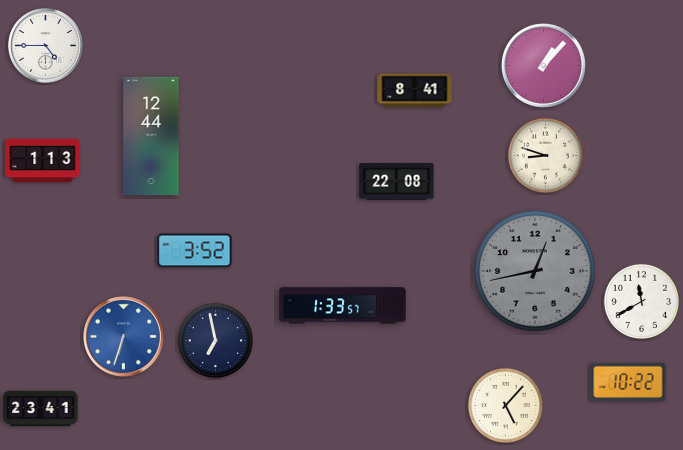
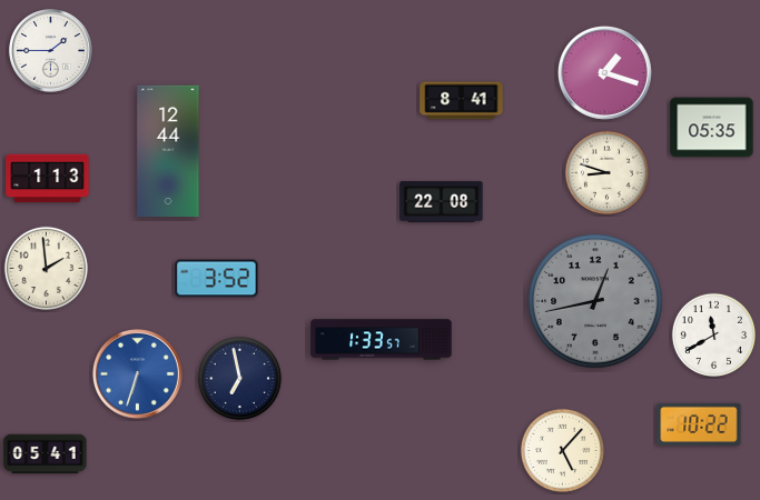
clock at (46, 46): 4:45 -> 1:45
clock at (543, 65): 1:07 -> 1:18
clock at (712, 128): none -> 05:35
clock at (46, 268): none -> 1:59
clock at (41, 409): 23:41 -> 05:41
